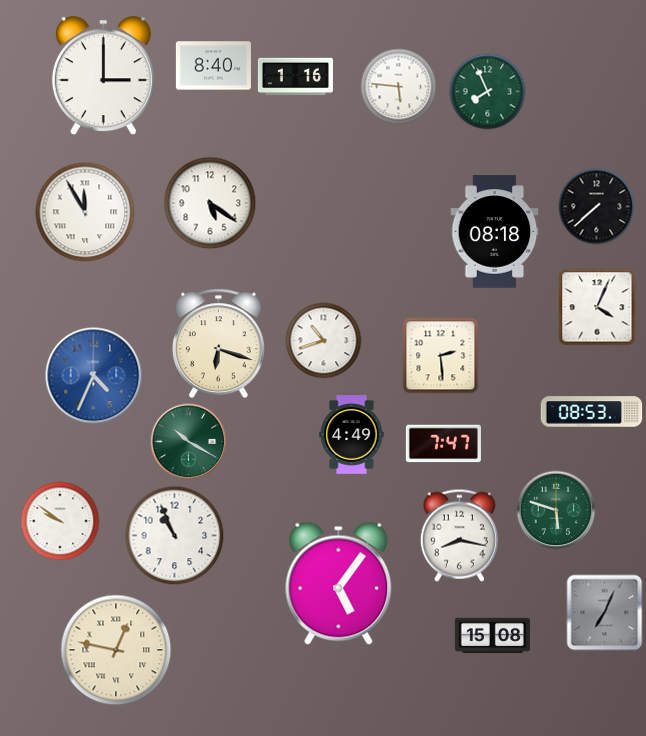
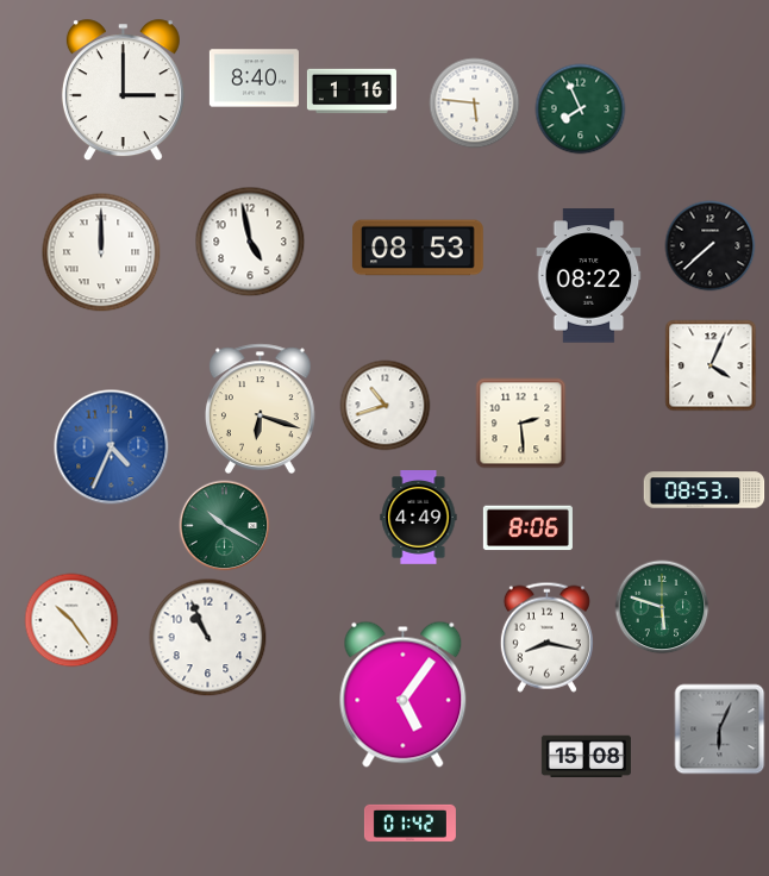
clock at (210, 203): 5:21 -> 4:58
clock at (419, 248): none -> 08:53
clock at (85, 212): 11:55 -> 12:00
clock at (495, 232): 08:18 -> 08:22
clock at (441, 356) position: (441, 356) -> (521, 424)
clock at (443, 444): 7:47 -> 8:06
clock at (60, 521): 9:51 -> 10:24
clock at (605, 613): 7:04 -> 6:04
clock at (116, 650): 12:47 -> none
clock at (409, 822): none -> 01:42
